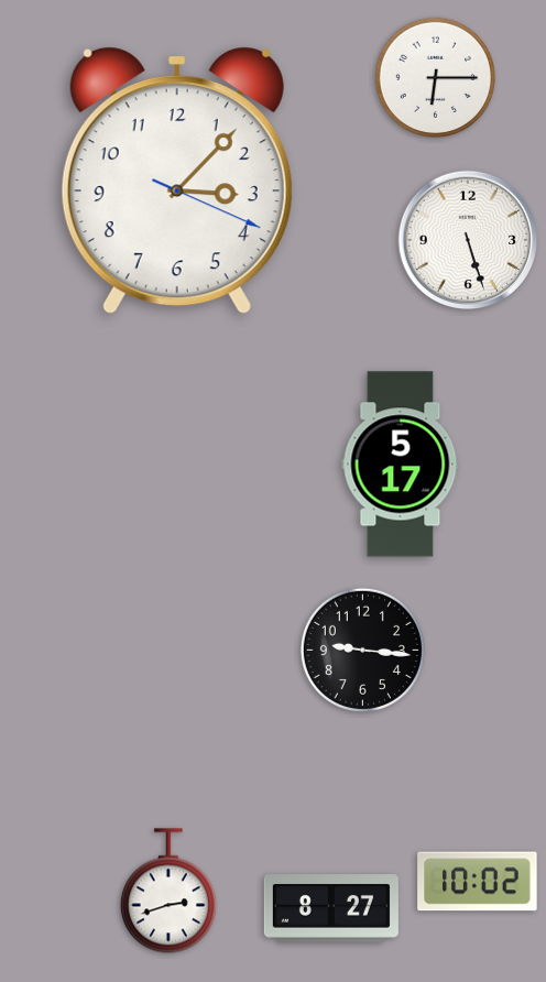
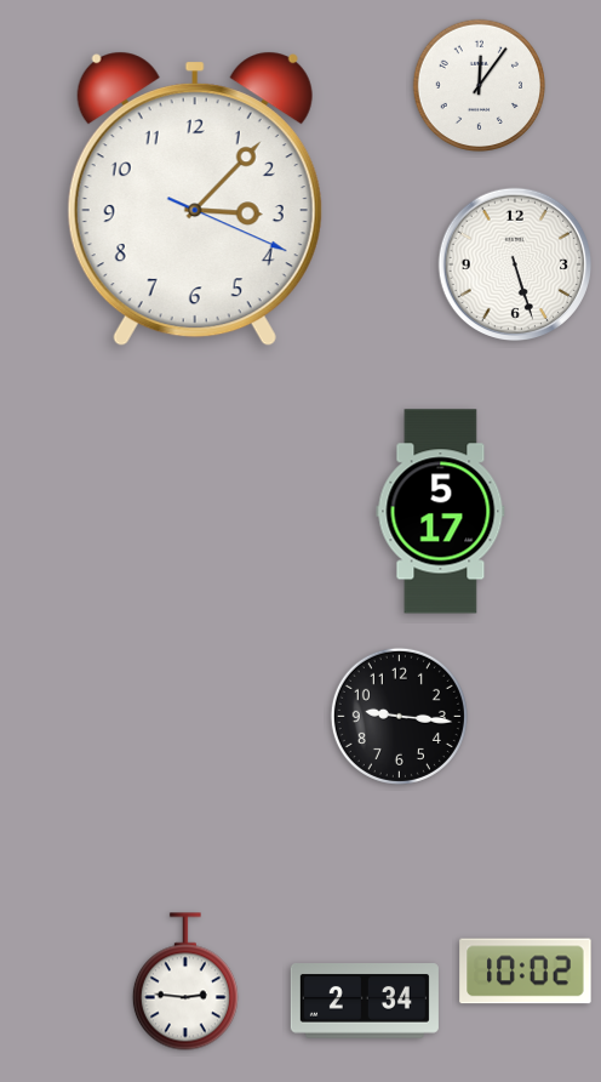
clock at (435, 77): 6:15 -> 12:06
clock at (168, 891): 2:42 -> 2:46
clock at (331, 909): 8:27 -> 2:34
